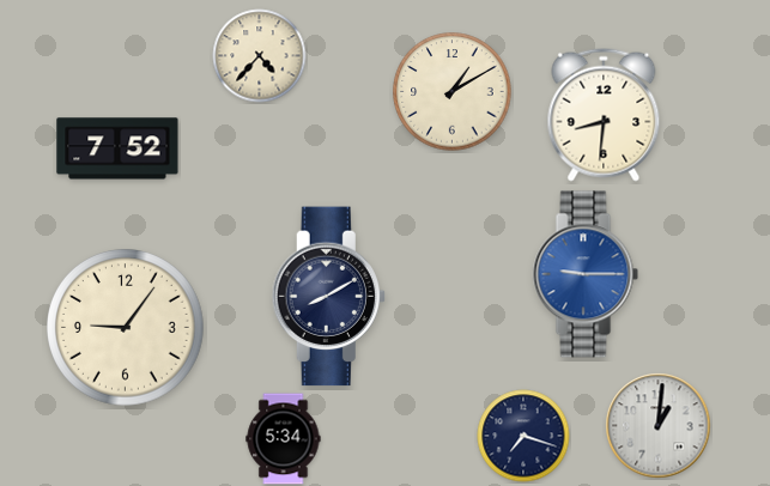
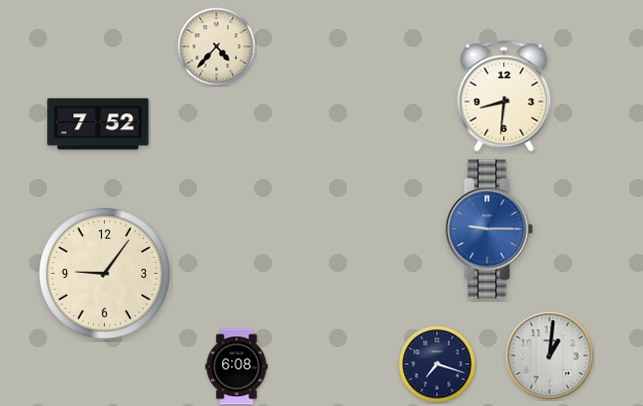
clock at (453, 92): 1:10 -> none
clock at (328, 297): 8:10 -> none
clock at (284, 439): 5:34 -> 6:08
